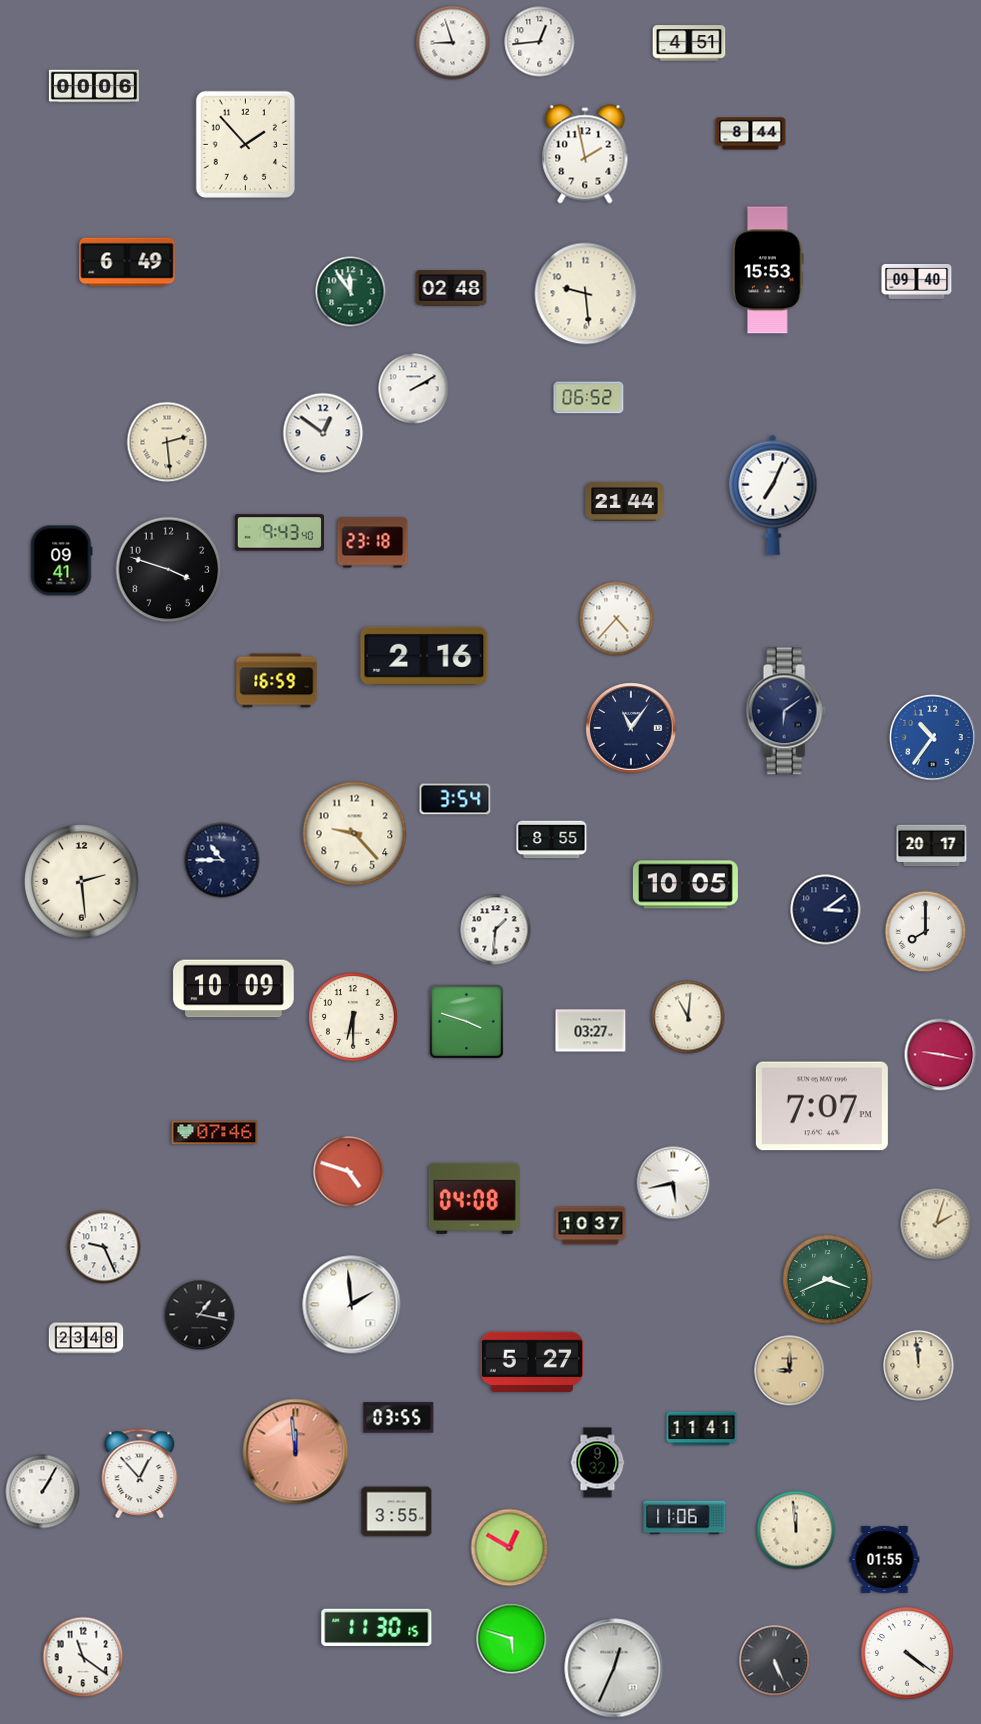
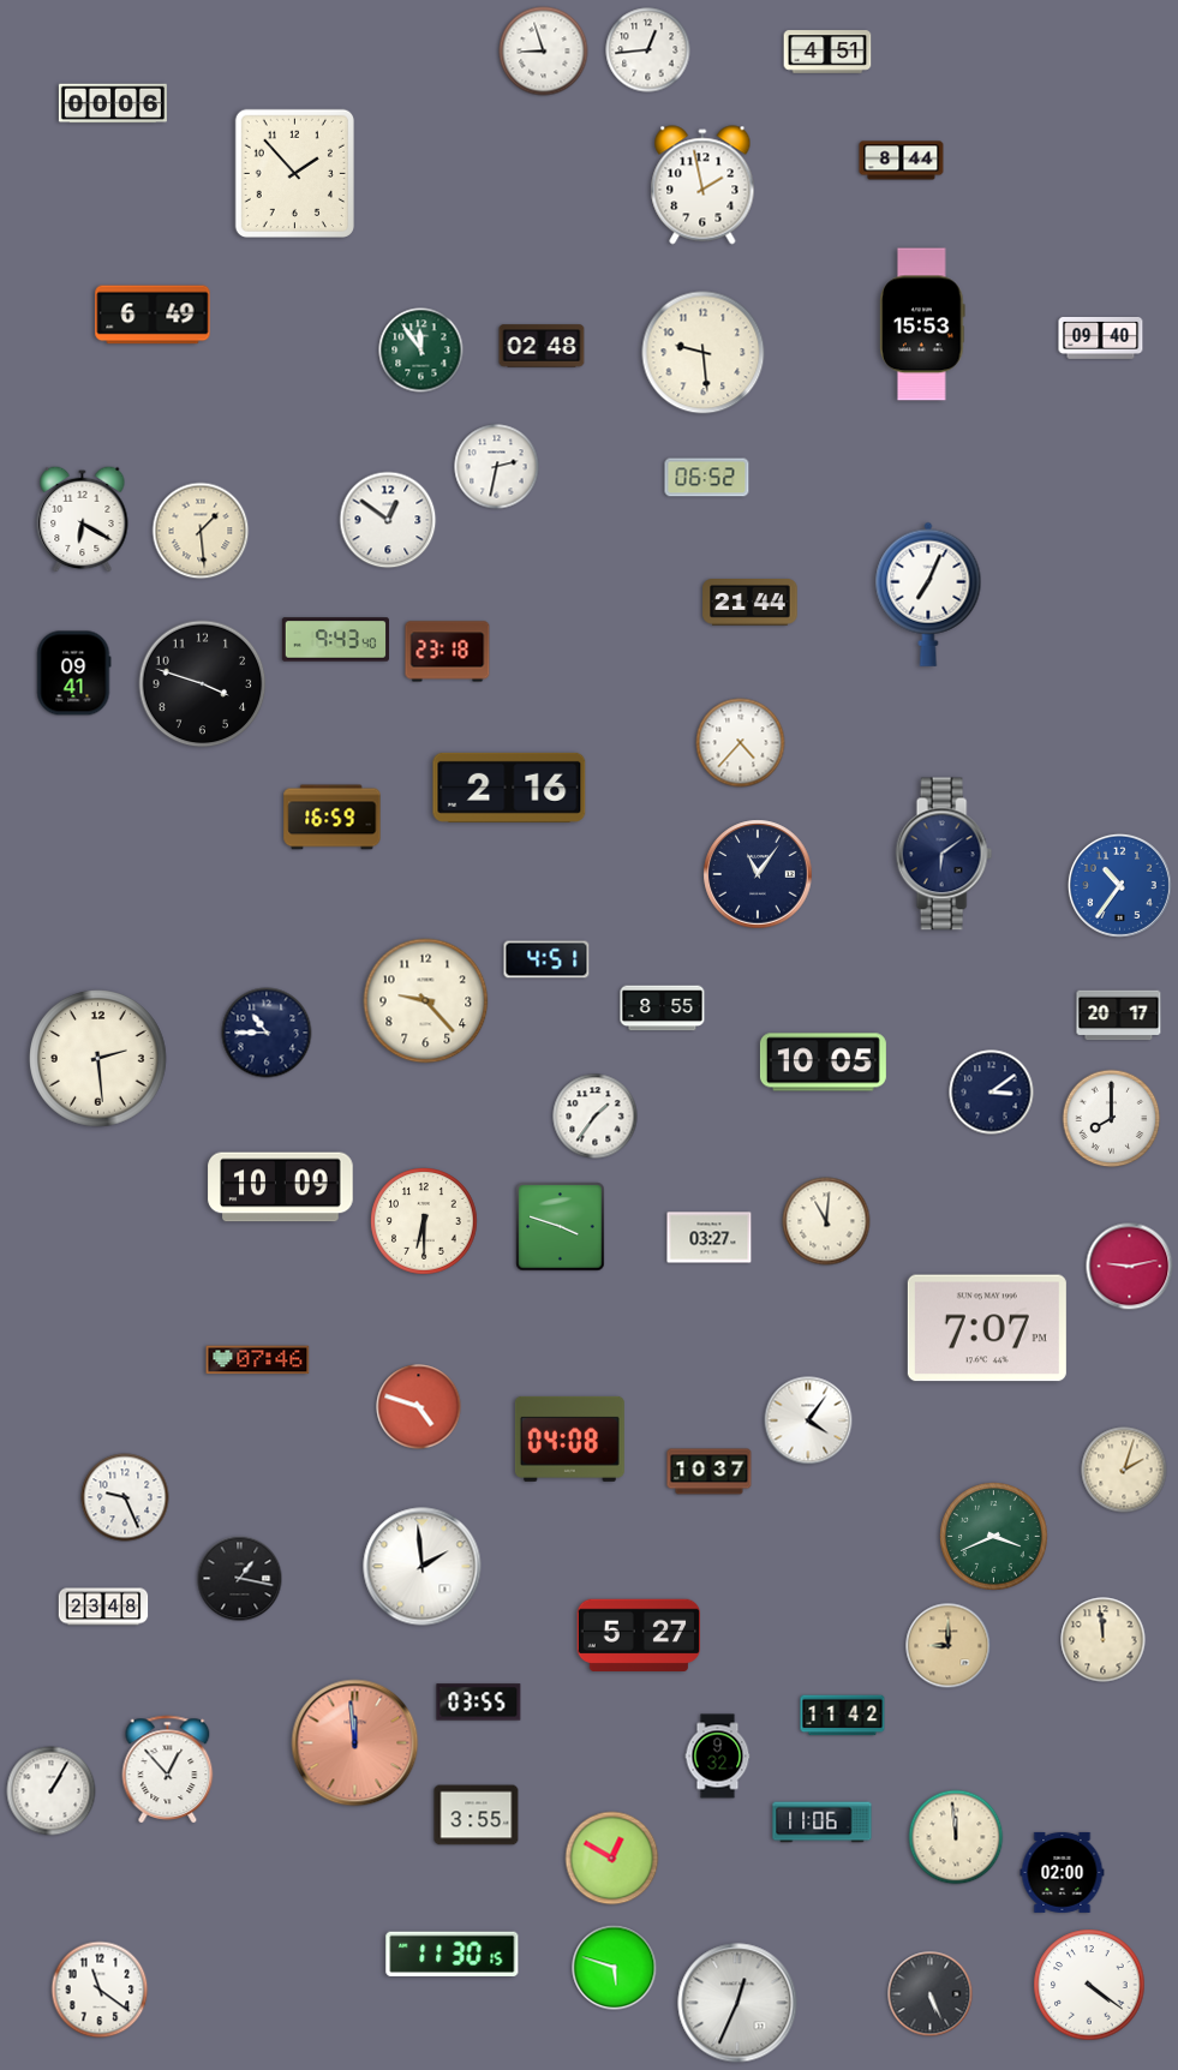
clock at (414, 389): 2:10 -> 2:32
clock at (83, 519): none -> 6:20
clock at (167, 442): 2:29 -> 1:29
clock at (455, 799): 3:54 -> 4:51
clock at (496, 930): 1:31 -> 1:36
clock at (941, 1055): 9:17 -> 9:13
clock at (673, 1183): 5:43 -> 4:06
clock at (702, 1429): 11:41 -> 11:42
clock at (885, 1559): 01:55 -> 02:00
